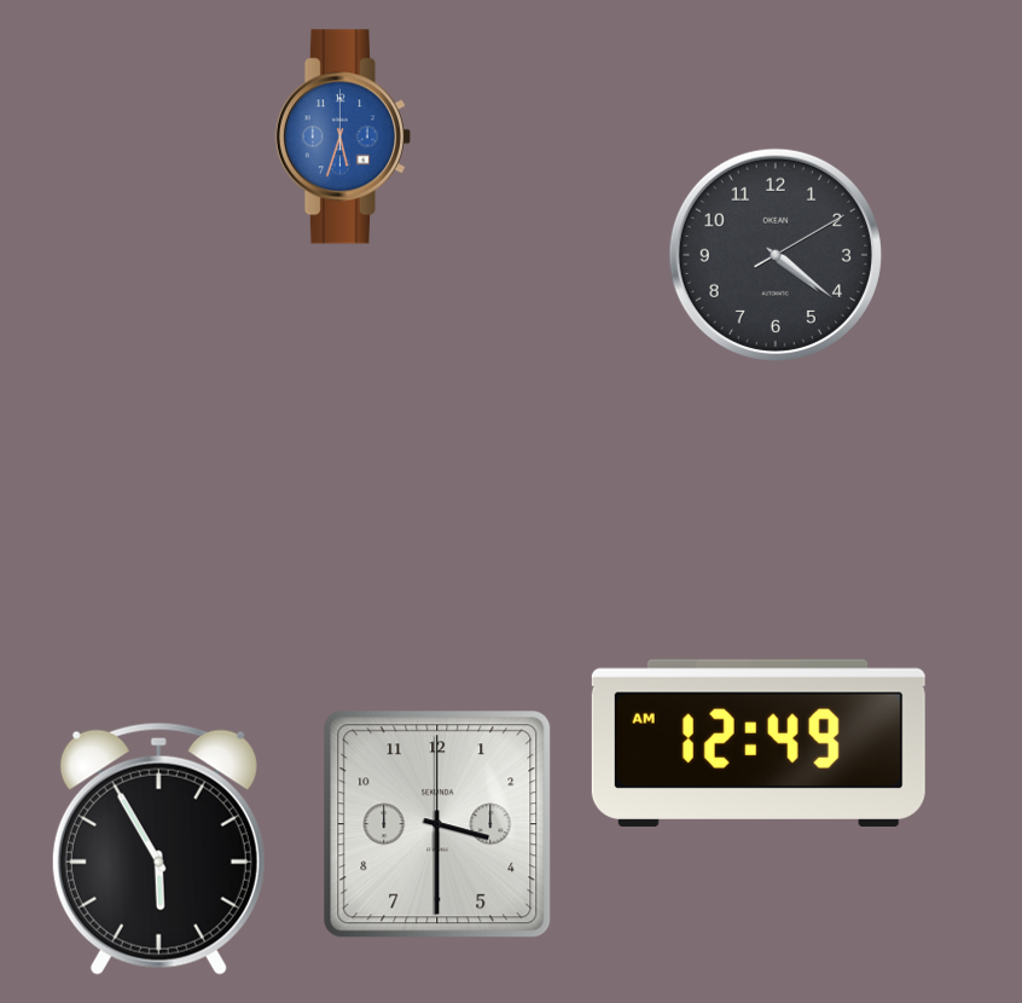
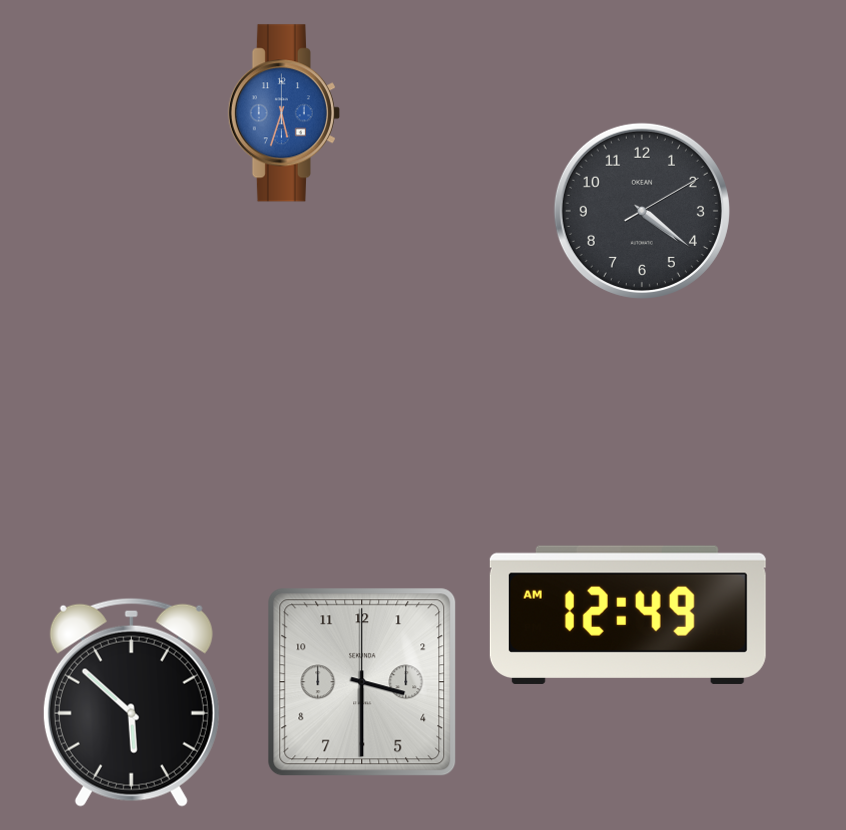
clock at (158, 848): 5:55 -> 5:52
